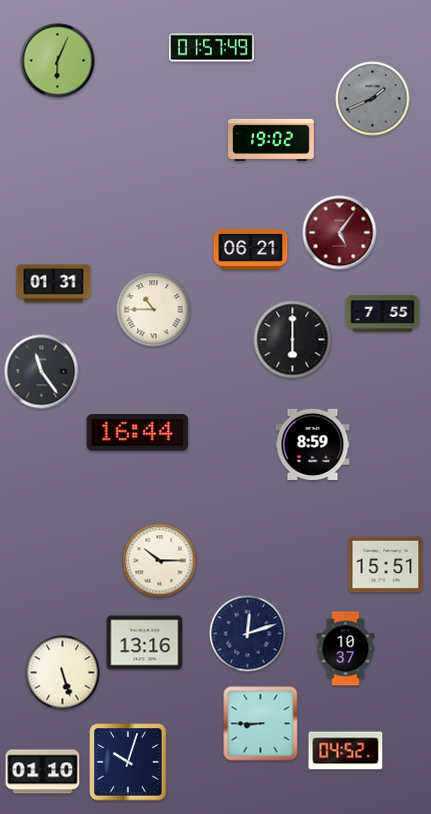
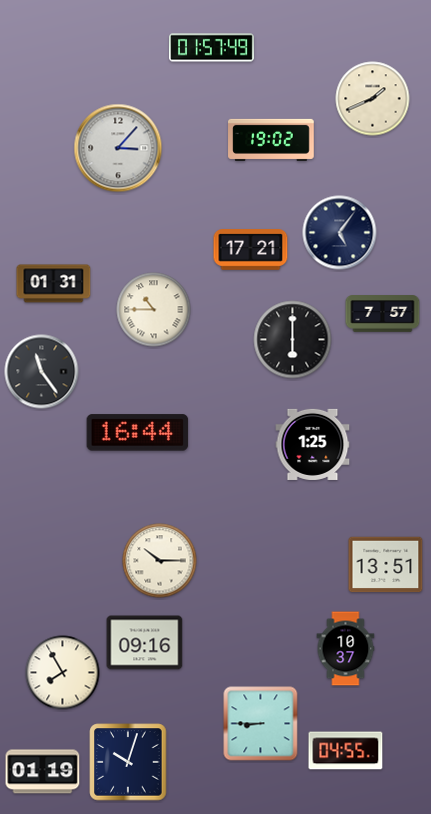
clock at (58, 61): 6:04 -> none
clock at (373, 99) dial: grey -> cream
clock at (118, 148): none -> 3:07
clock at (340, 233) dial: burgundy -> navy
clock at (251, 250): 06:21 -> 17:21
clock at (383, 314): 7:55 -> 7:57
clock at (313, 444): 8:59 -> 1:25
clock at (386, 565): 15:51 -> 13:51
clock at (248, 634): 12:12 -> none
clock at (145, 643): 13:16 -> 09:16
clock at (63, 673): 5:27 -> 7:55
clock at (346, 751): 04:52 -> 04:55
clock at (43, 772): 01:10 -> 01:19
